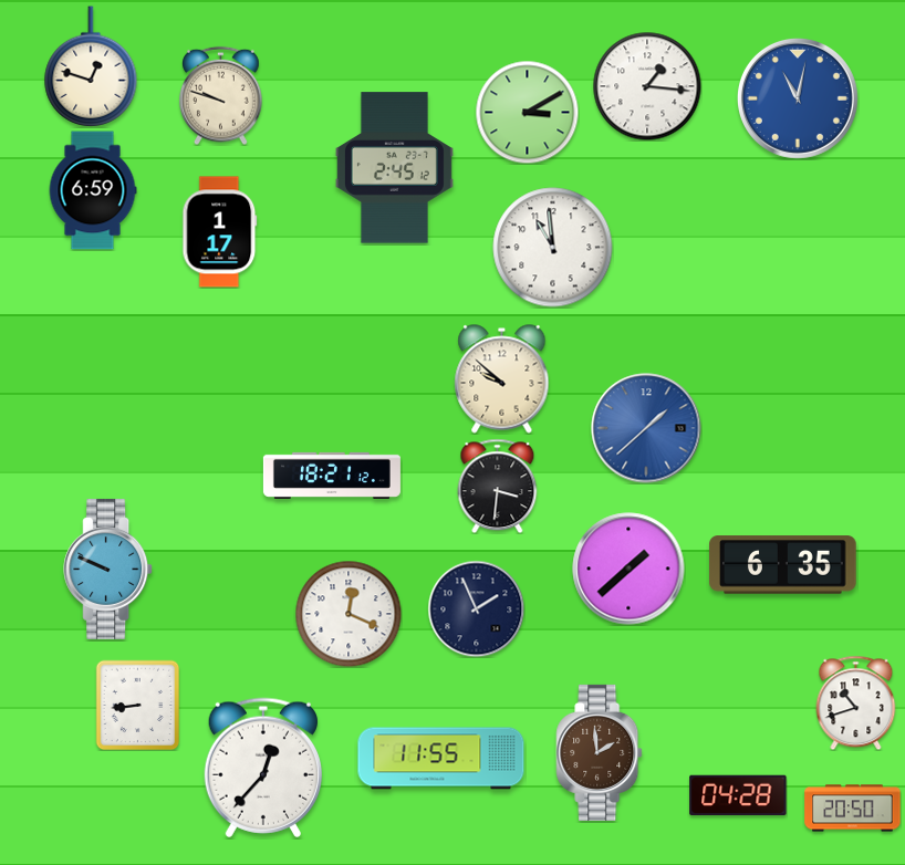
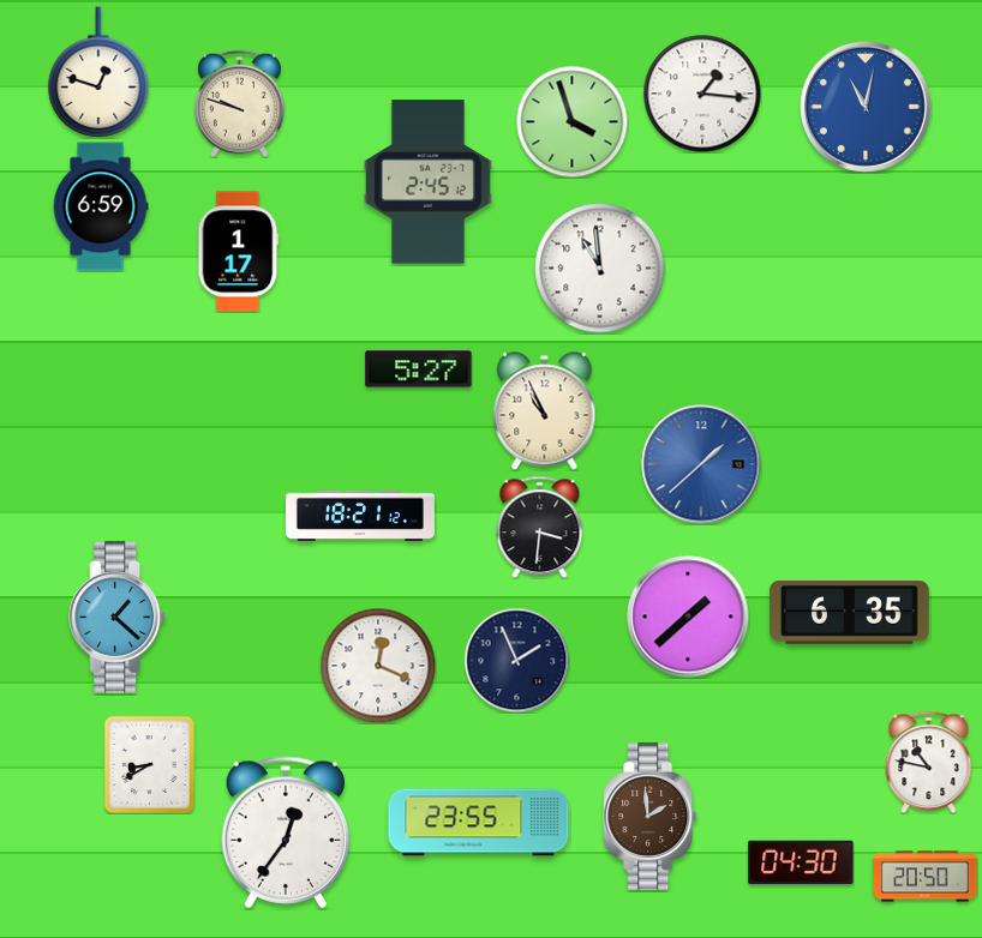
clock at (527, 112): 3:10 -> 3:57
clock at (419, 369): none -> 5:27
clock at (502, 379): 9:52 -> 10:56
clock at (108, 569): 9:49 -> 1:22
clock at (628, 569) position: (628, 569) -> (688, 617)
clock at (856, 702): 10:42 -> 10:47
clock at (138, 705): 8:44 -> 8:40
clock at (441, 759): 11:55 -> 23:55
clock at (263, 768): 12:37 -> 12:36
clock at (738, 794): 04:28 -> 04:30
